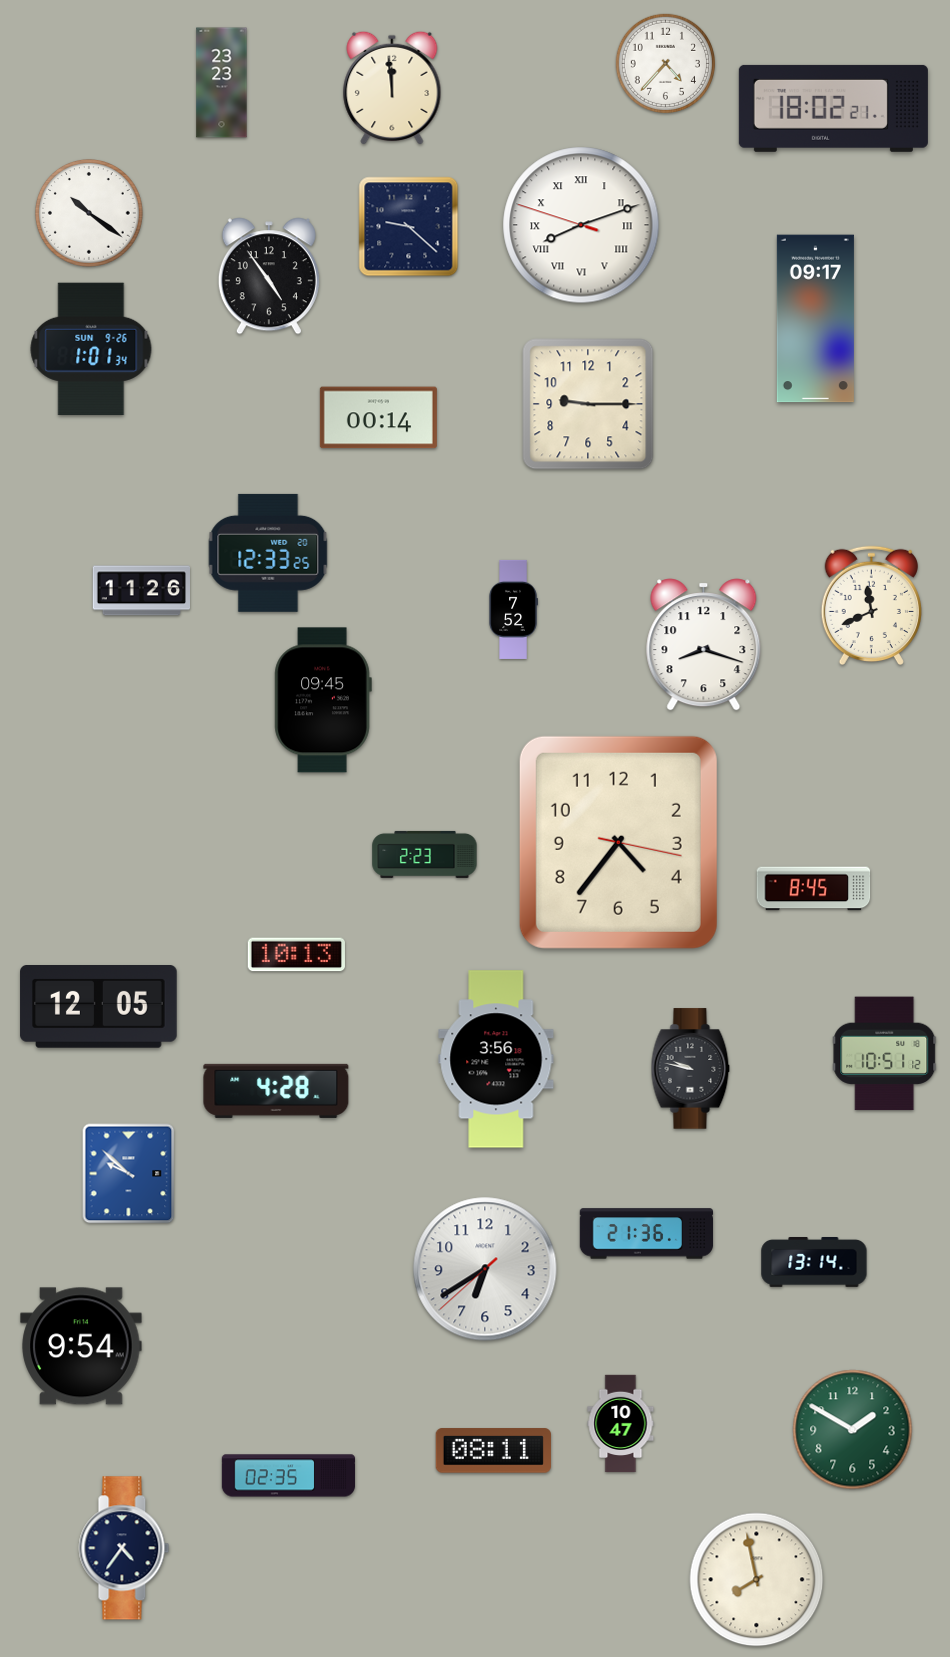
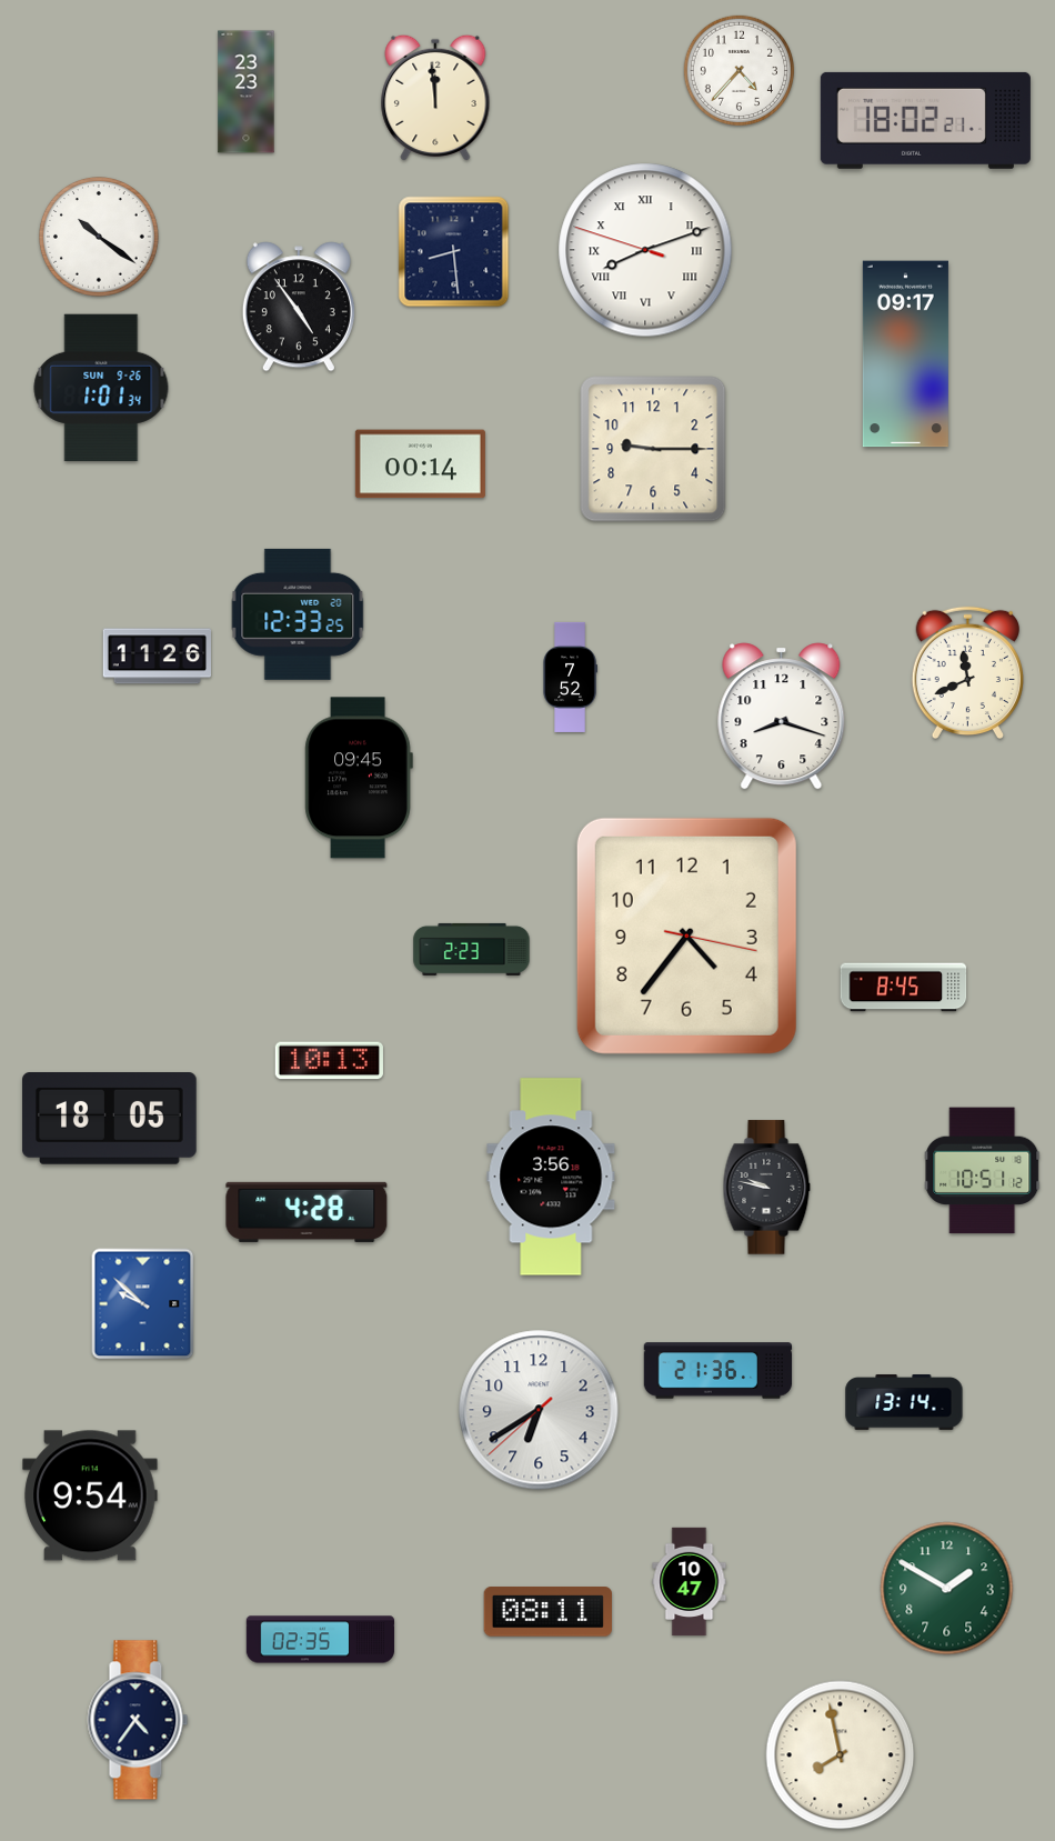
clock at (409, 227): 9:22 -> 8:29
clock at (99, 1007): 12:05 -> 18:05
